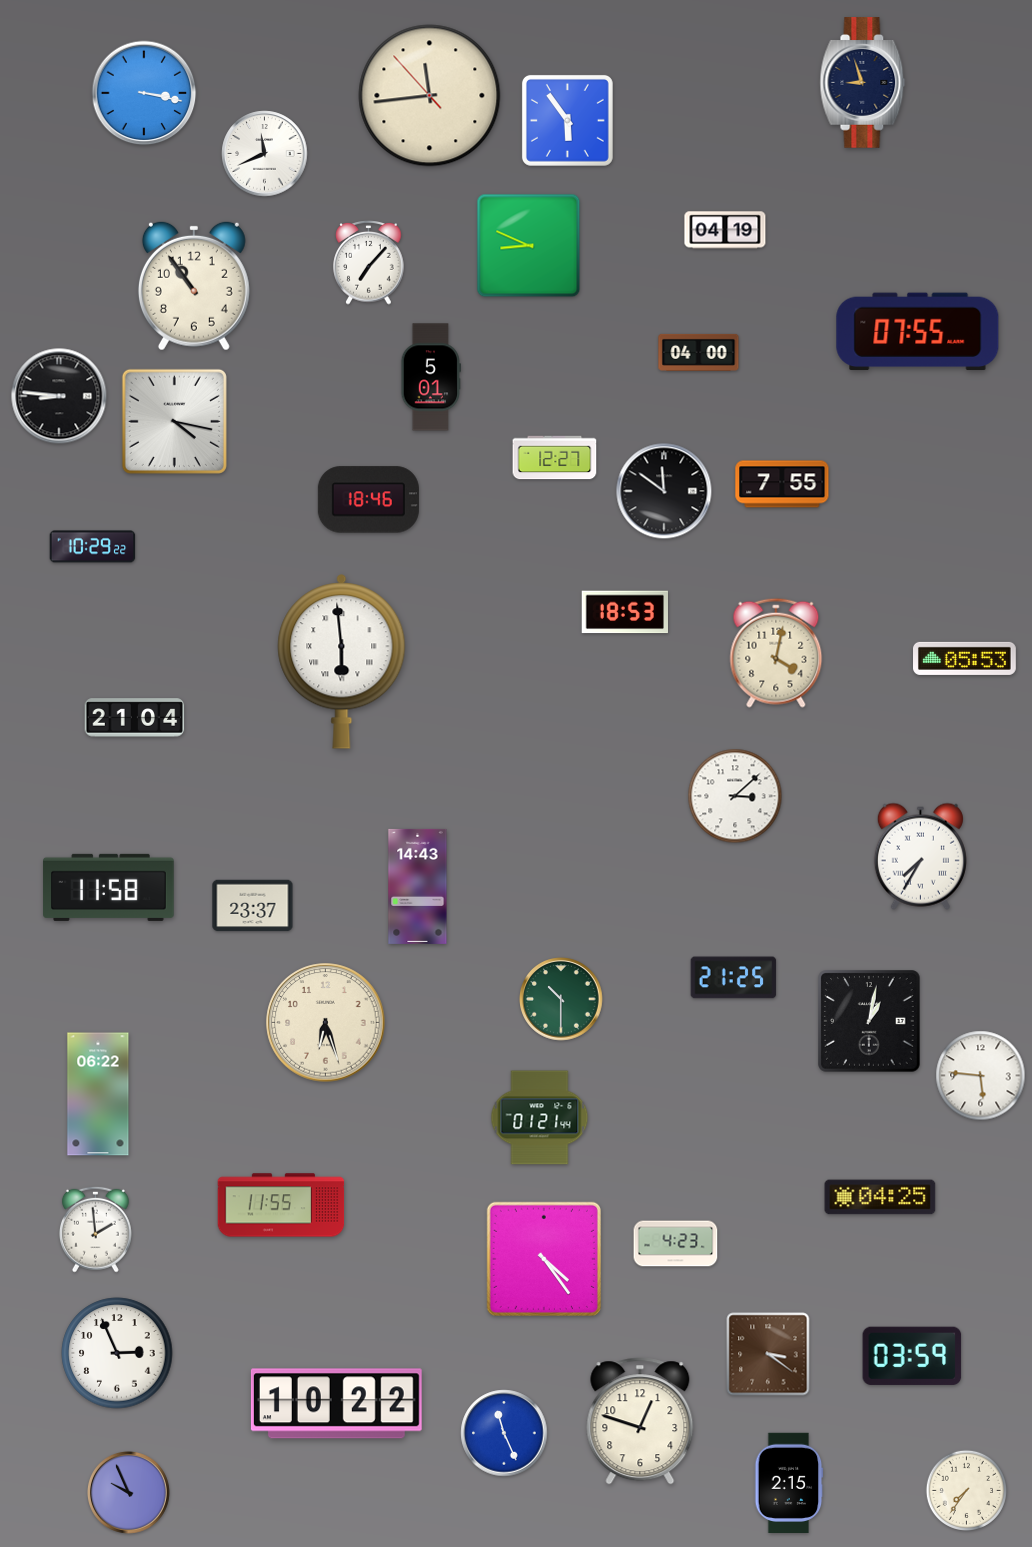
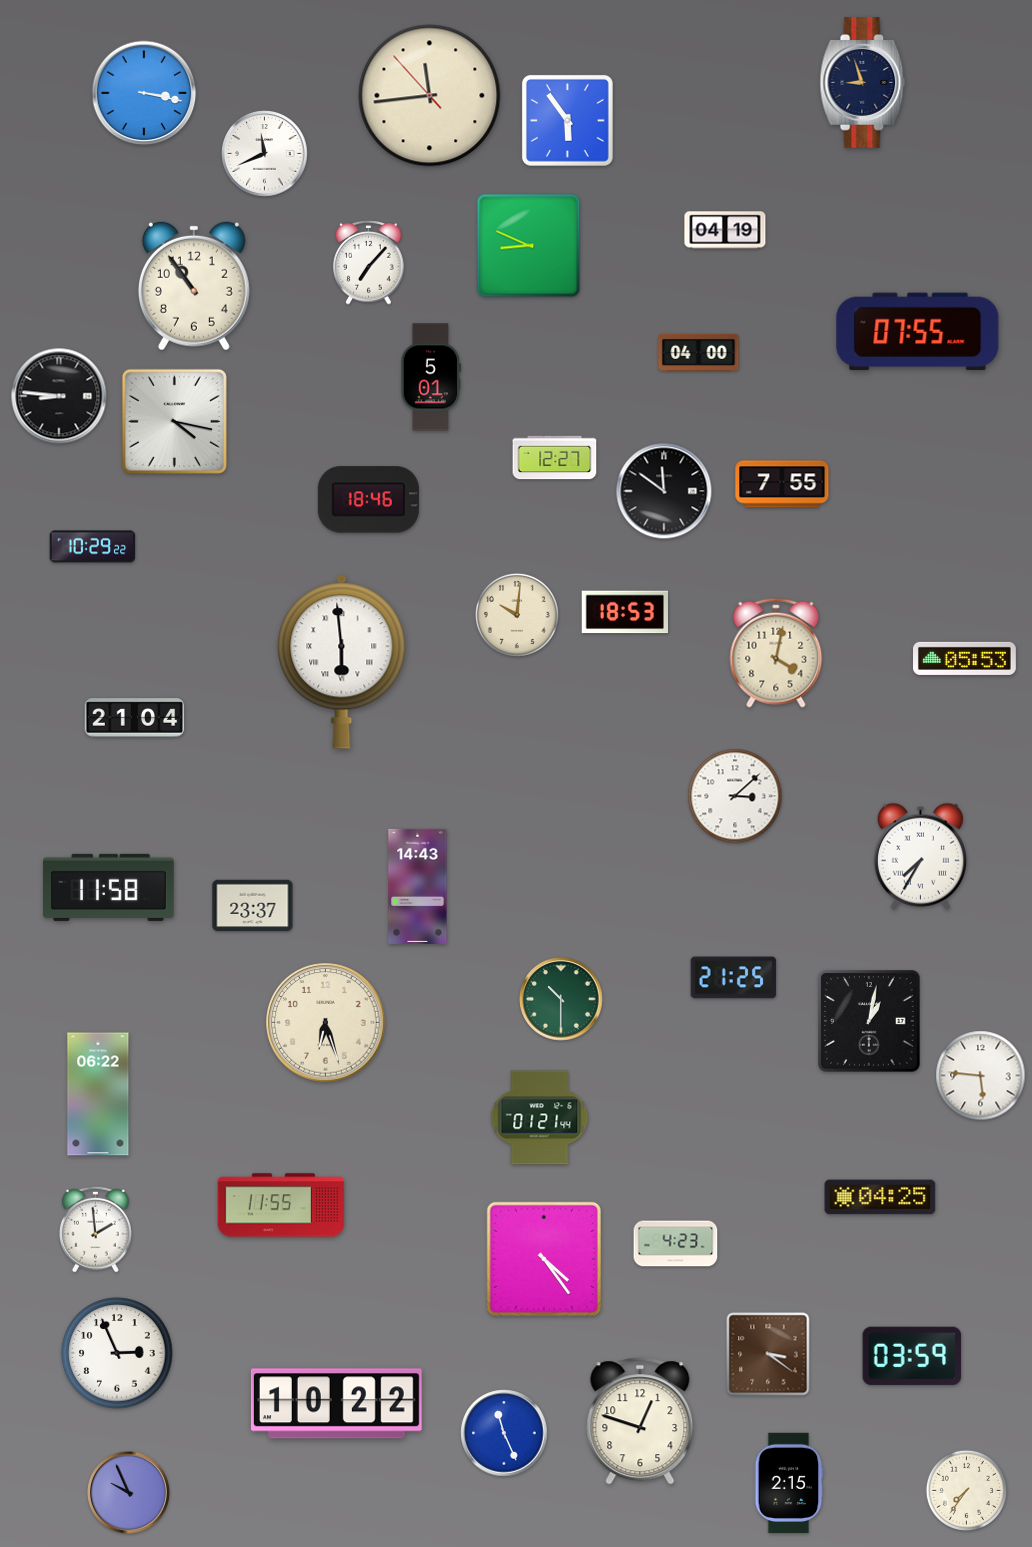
clock at (517, 615): none -> 10:01
